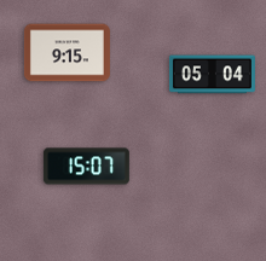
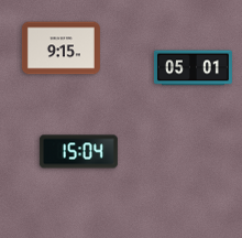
clock at (212, 75): 05:04 -> 05:01
clock at (86, 167): 15:07 -> 15:04
